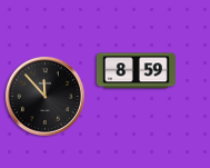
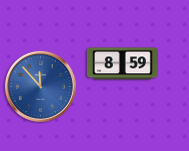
clock at (44, 96) dial: black -> blue
